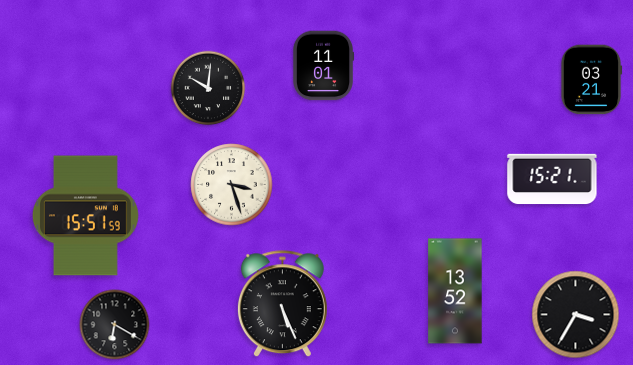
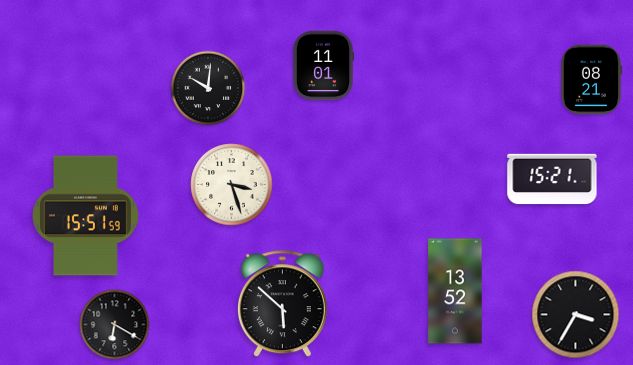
clock at (591, 80): 03:21 -> 08:21
clock at (282, 304): 5:26 -> 5:52
